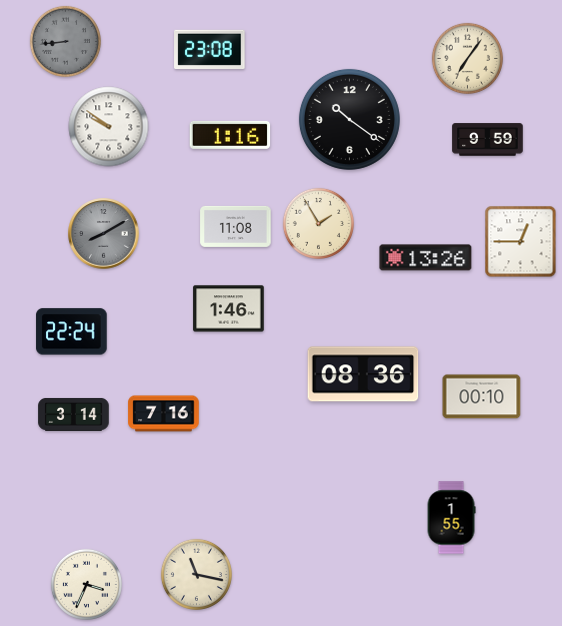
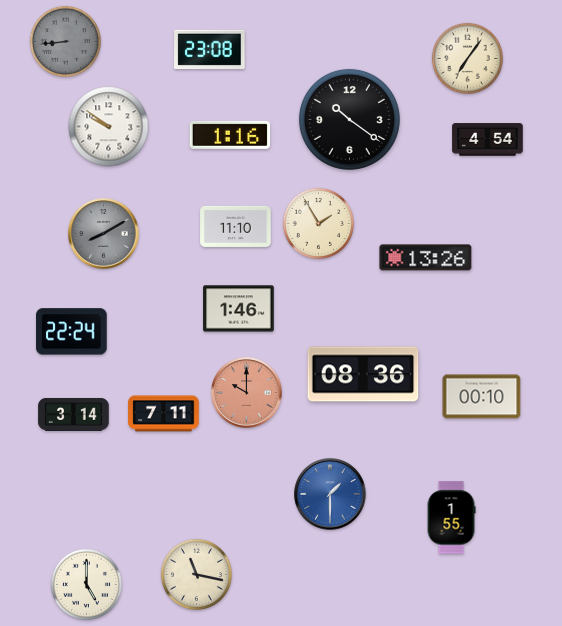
clock at (488, 140): 9:59 -> 4:54
clock at (236, 226): 11:08 -> 11:10
clock at (521, 242): 12:45 -> none
clock at (229, 309) position: (229, 309) -> (239, 309)
clock at (247, 393): none -> 10:00
clock at (164, 414): 7:16 -> 7:11
clock at (330, 494): none -> 1:30
clock at (86, 584): 3:34 -> 5:00
